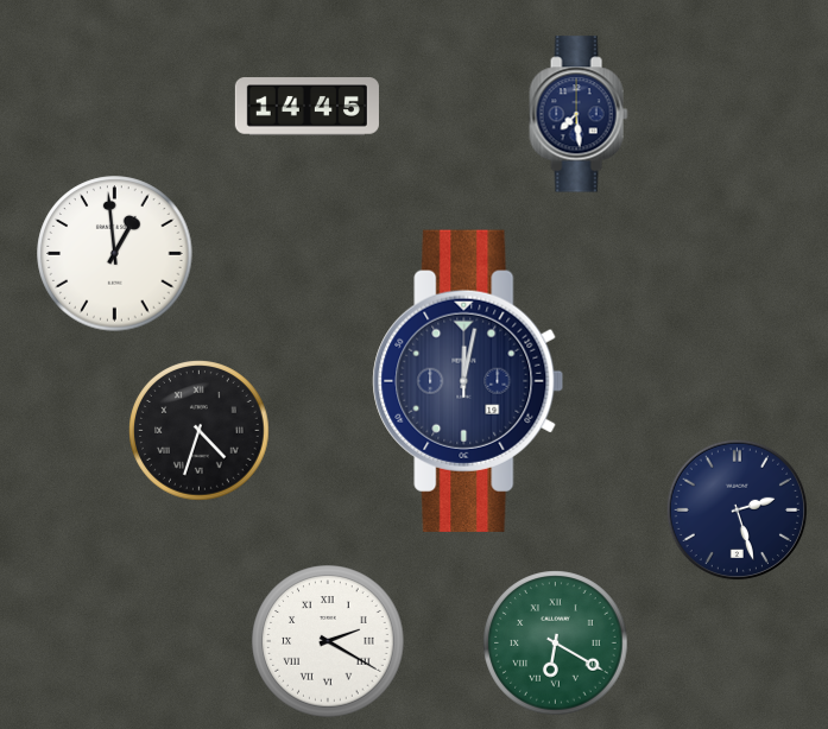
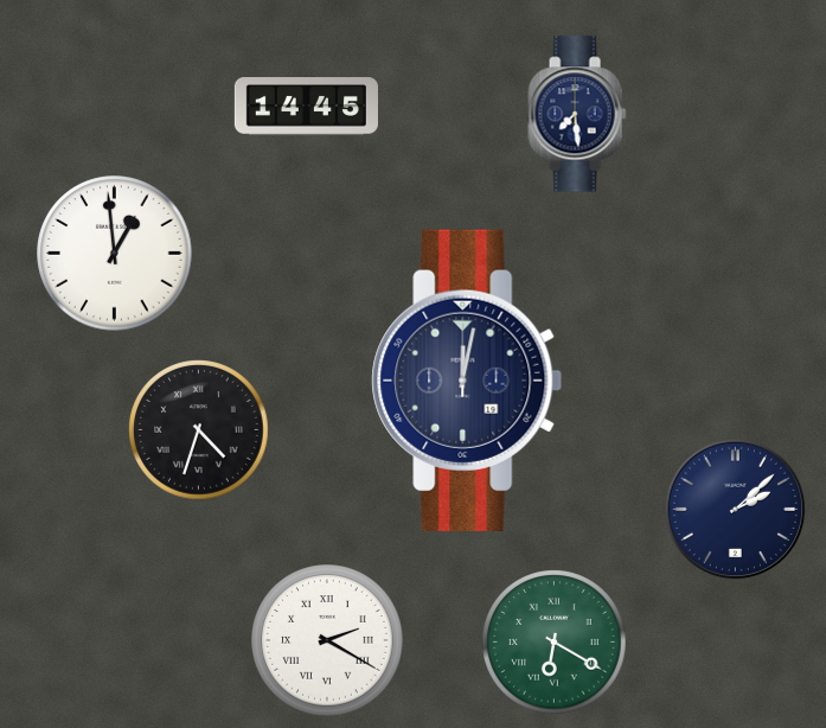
clock at (738, 511): 2:27 -> 2:08
